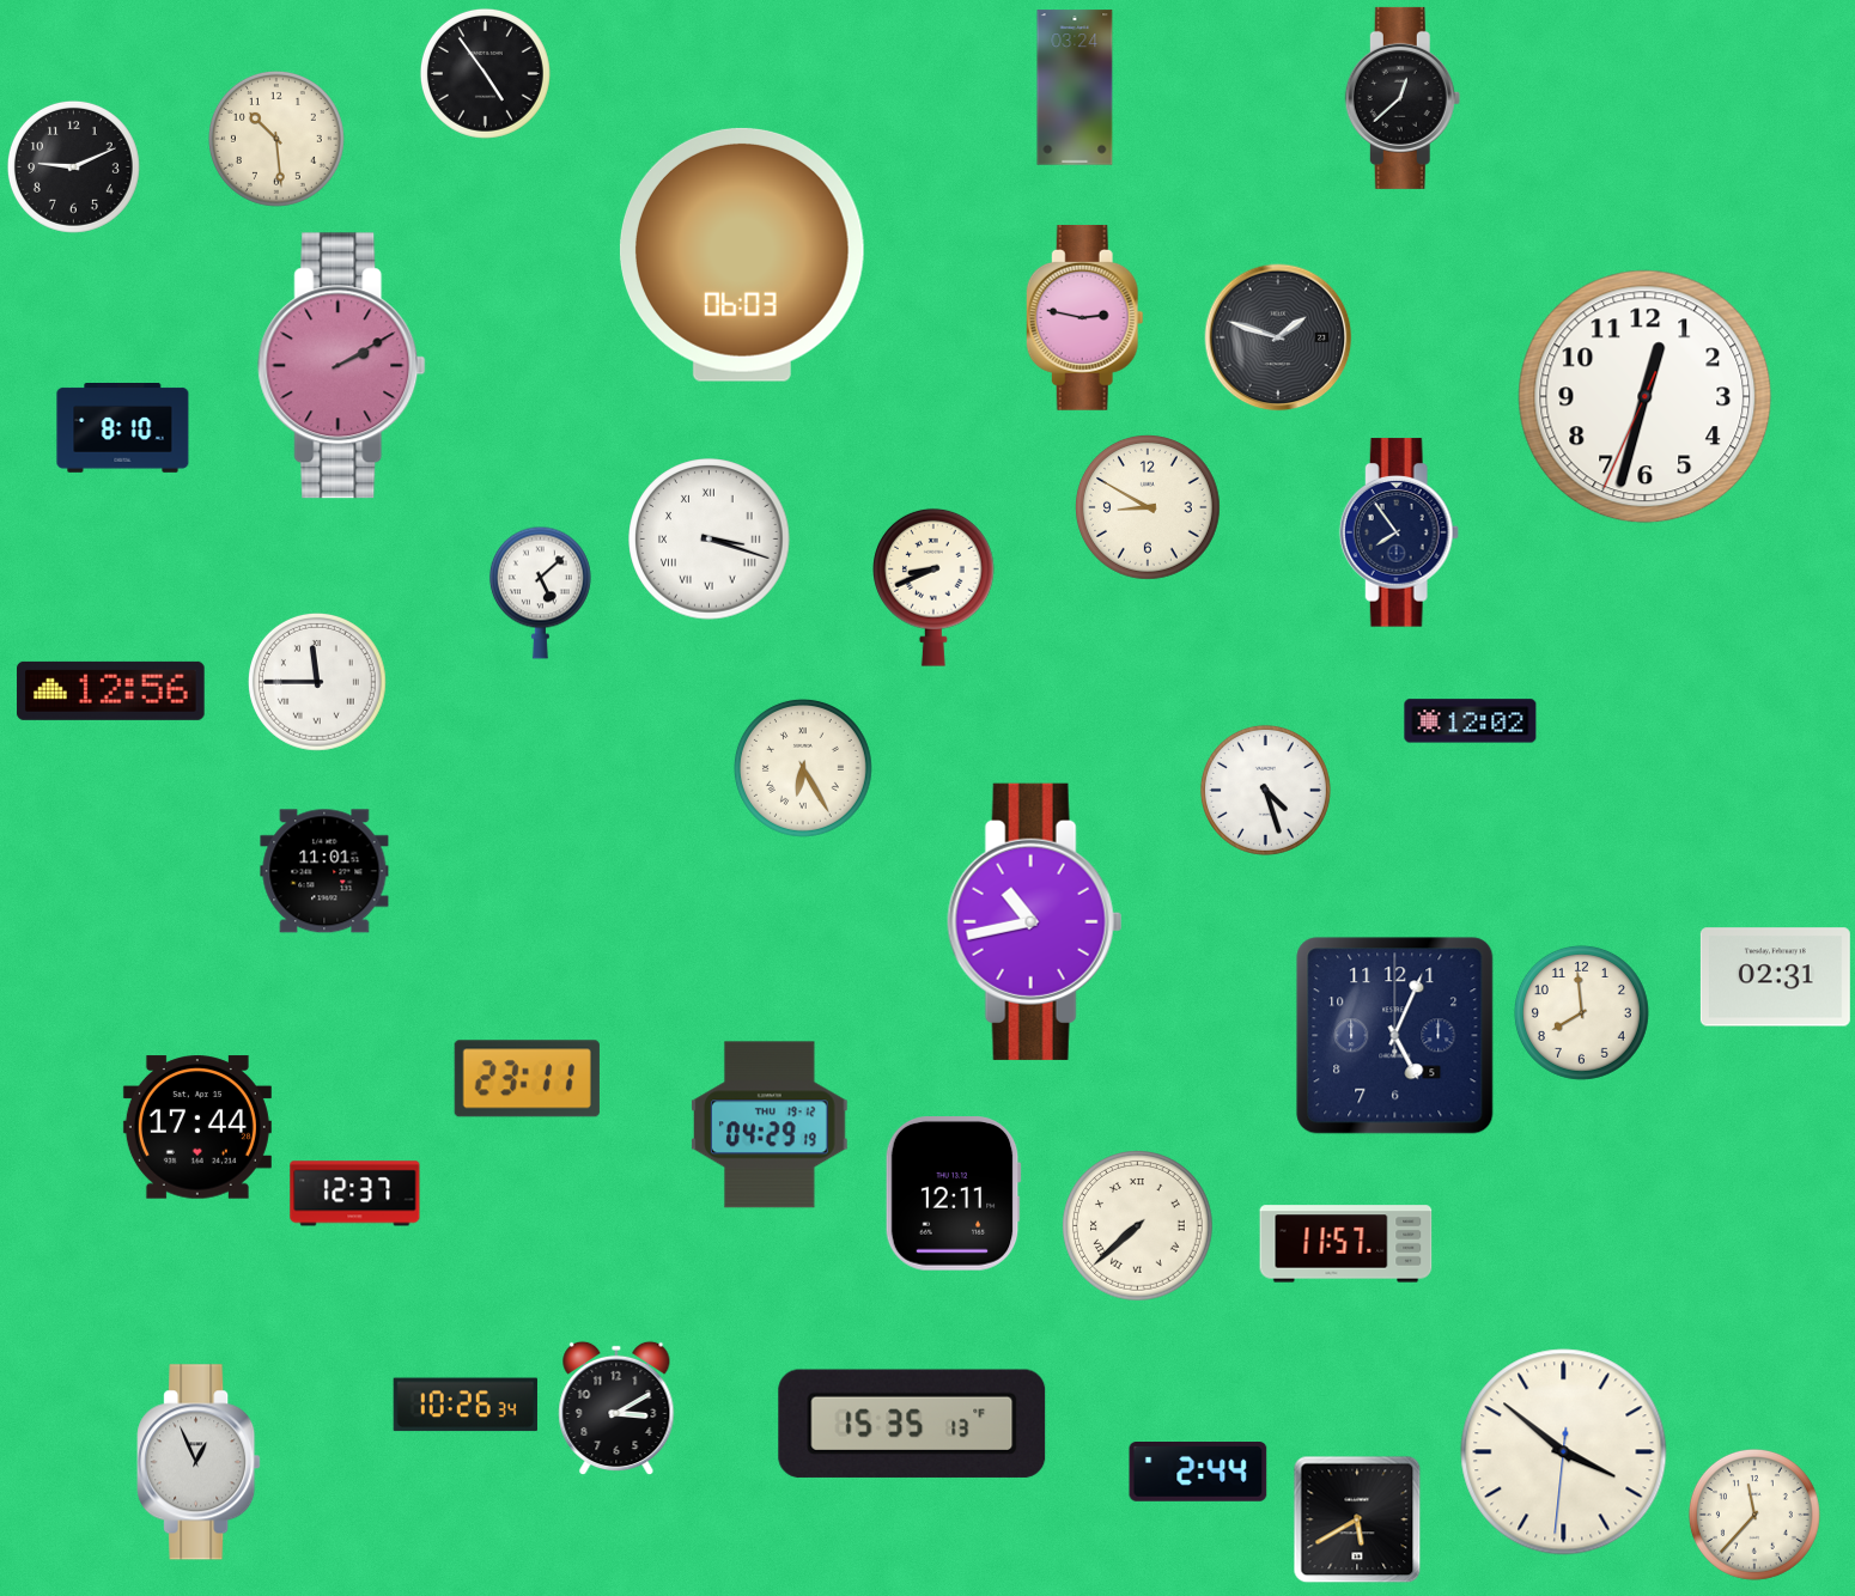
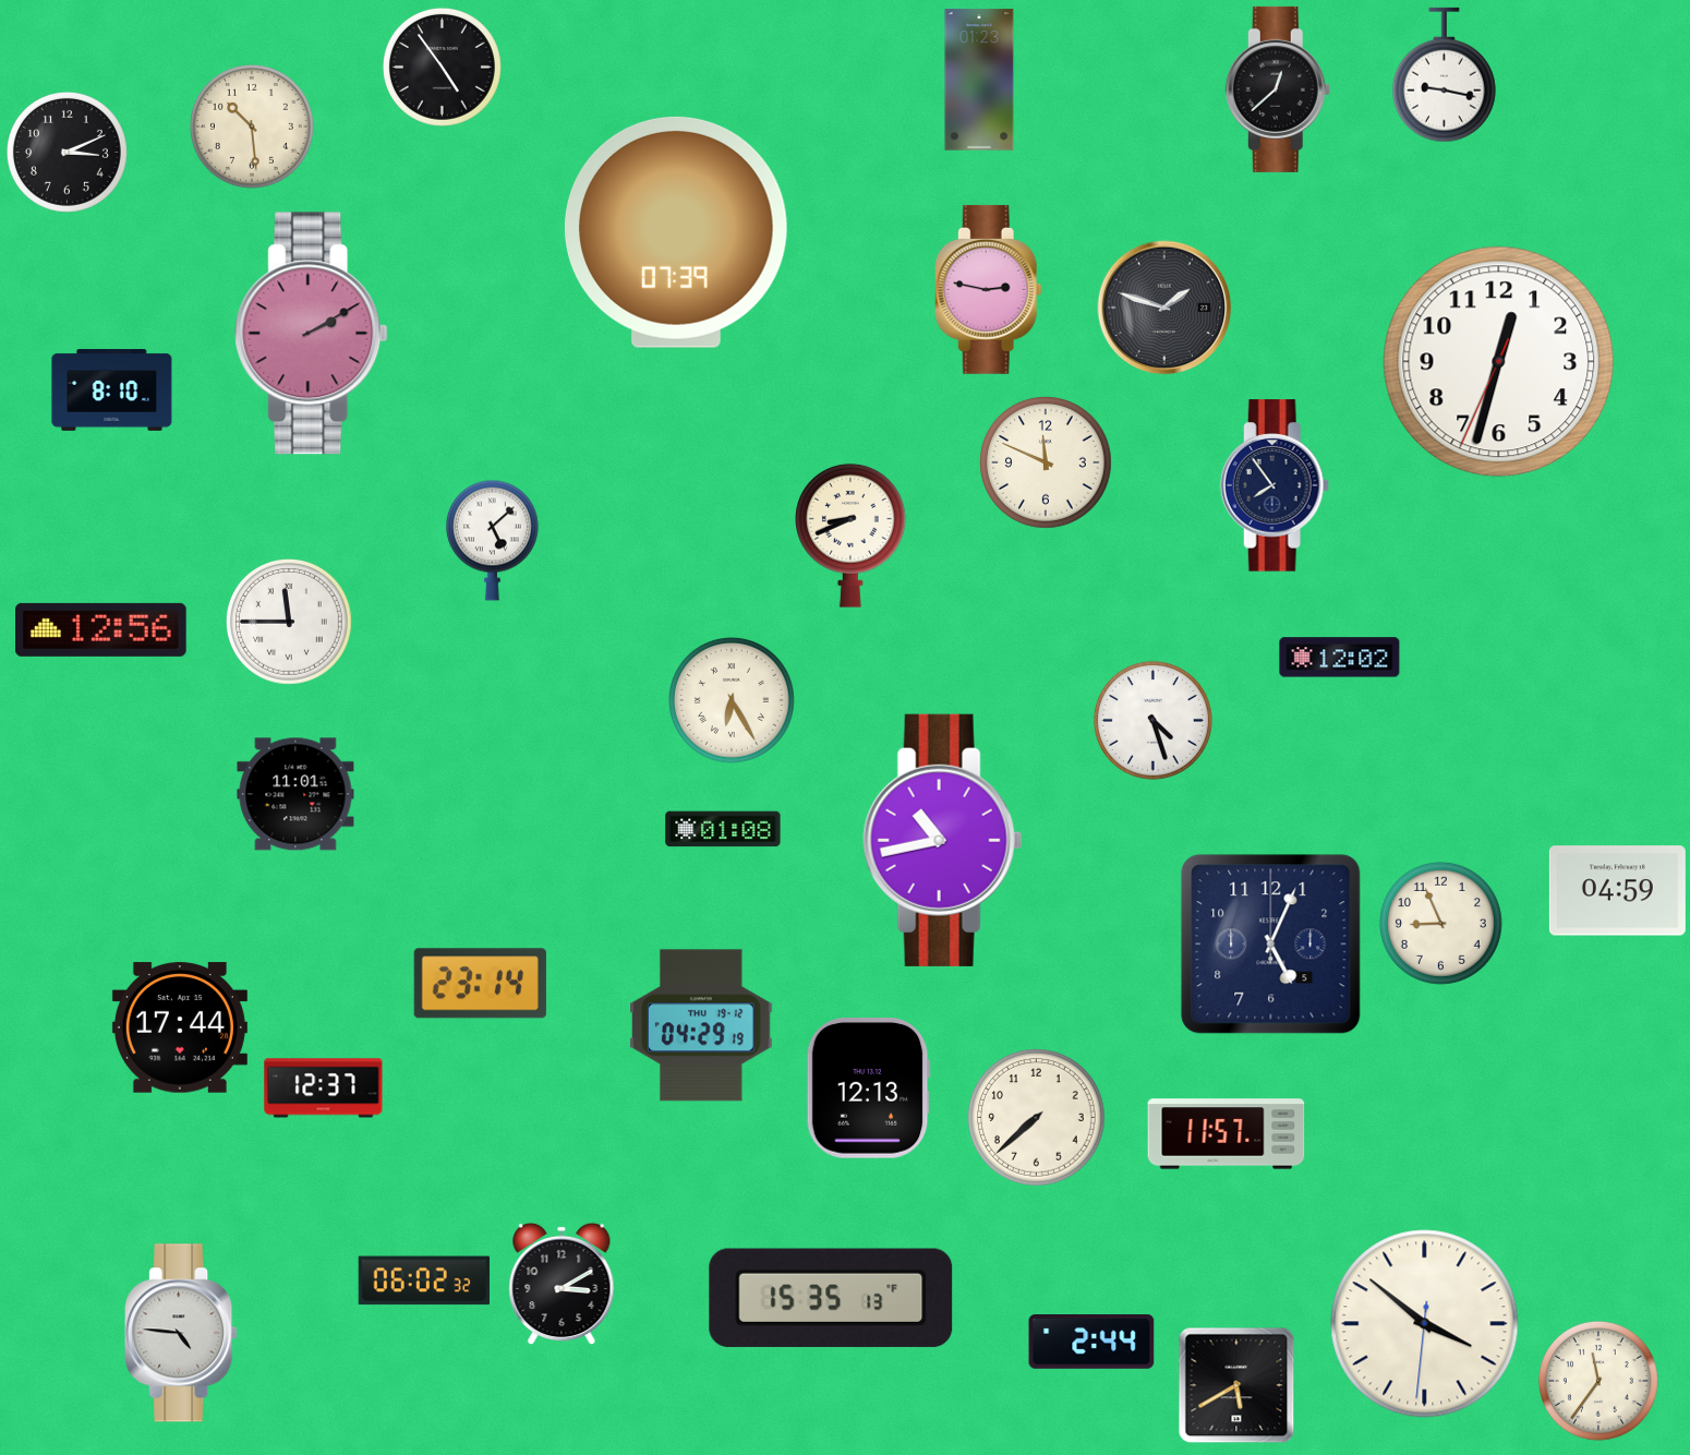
clock at (1444, 75): none -> 9:17
clock at (1075, 87): 03:24 -> 01:23
clock at (73, 166): 9:11 -> 3:11
clock at (742, 255): 06:03 -> 07:39
clock at (1149, 508): 8:50 -> 11:49
clock at (710, 540): 3:18 -> none
clock at (723, 829): none -> 01:08
clock at (1775, 977): 02:31 -> 04:59
clock at (1581, 1012): 7:59 -> 8:56
clock at (527, 1079): 23:11 -> 23:14
clock at (953, 1194): 12:11 -> 12:13
clock at (1138, 1226) numerals: Roman -> Arabic
clock at (466, 1405): 10:26 -> 06:02
clock at (199, 1462): 12:56 -> 4:46
clock at (1754, 1515): 11:37 -> 11:36
